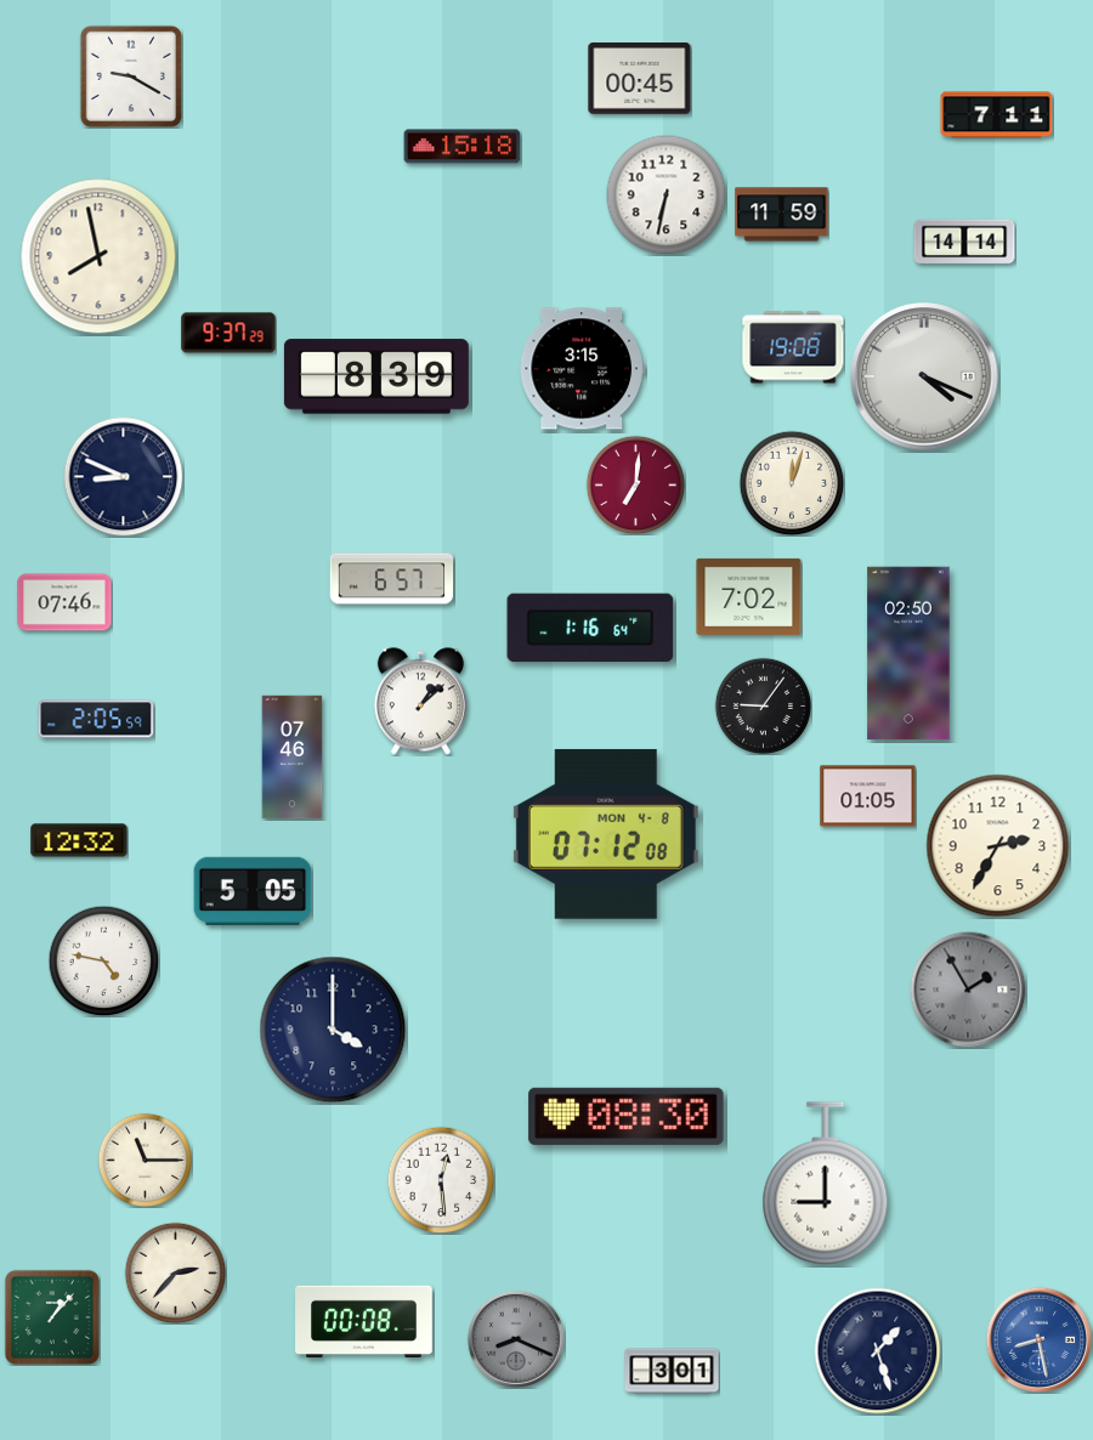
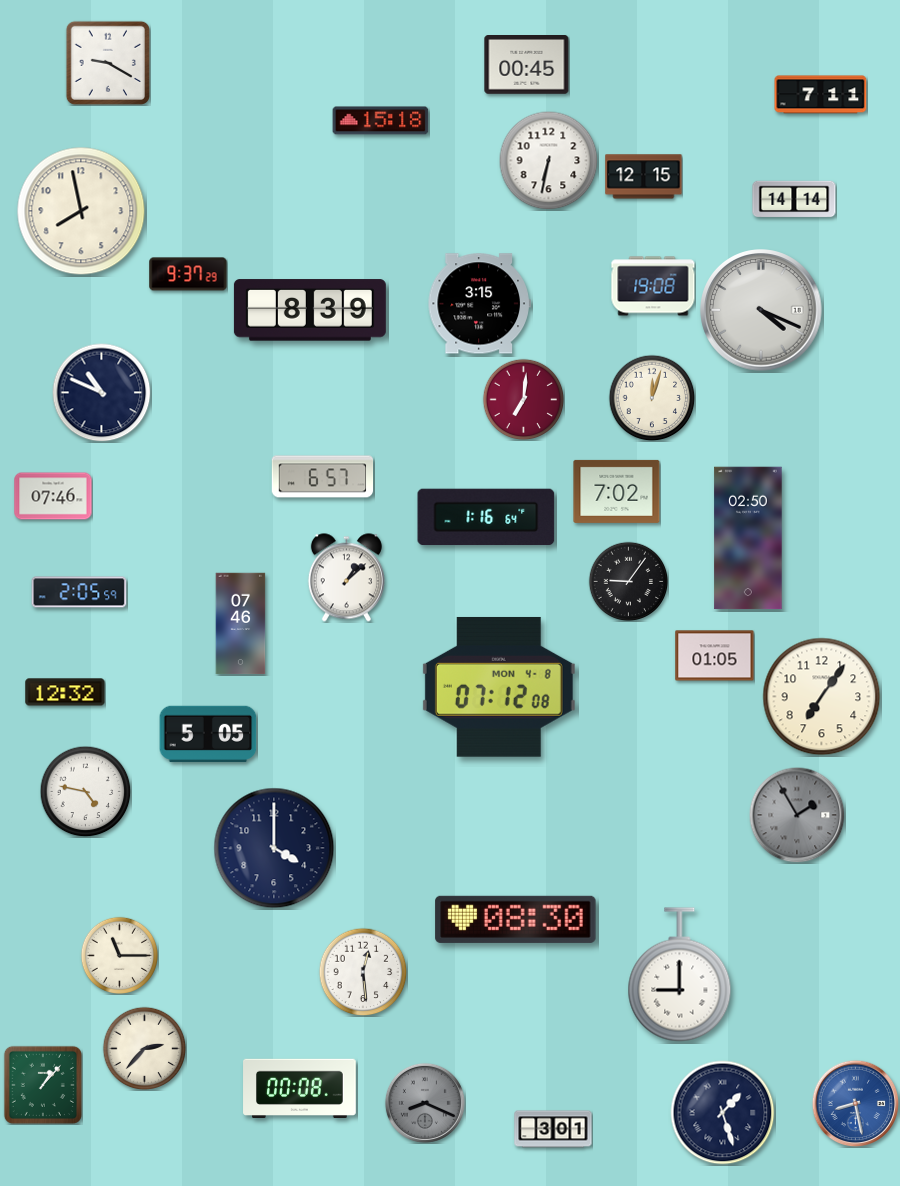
clock at (782, 215): 11:59 -> 12:15
clock at (124, 477): 8:49 -> 10:49
clock at (998, 846): 2:35 -> 7:06
